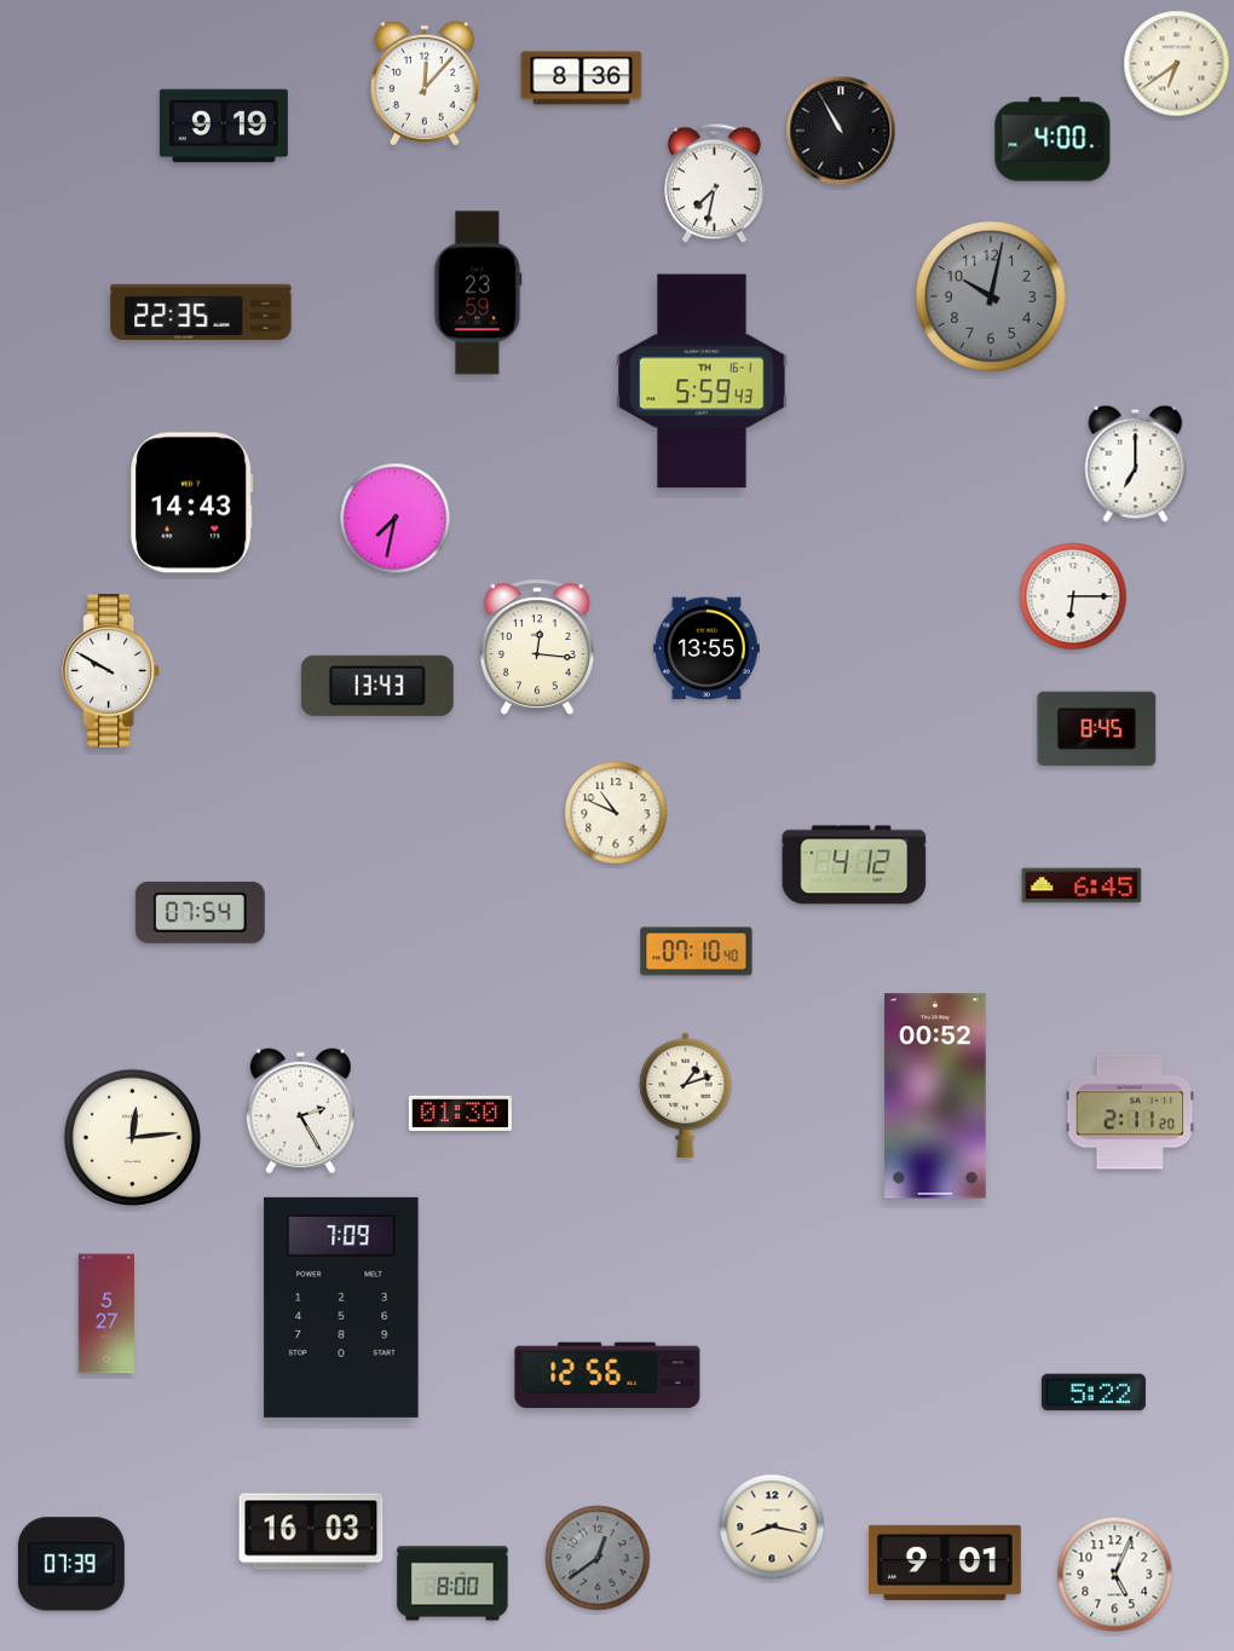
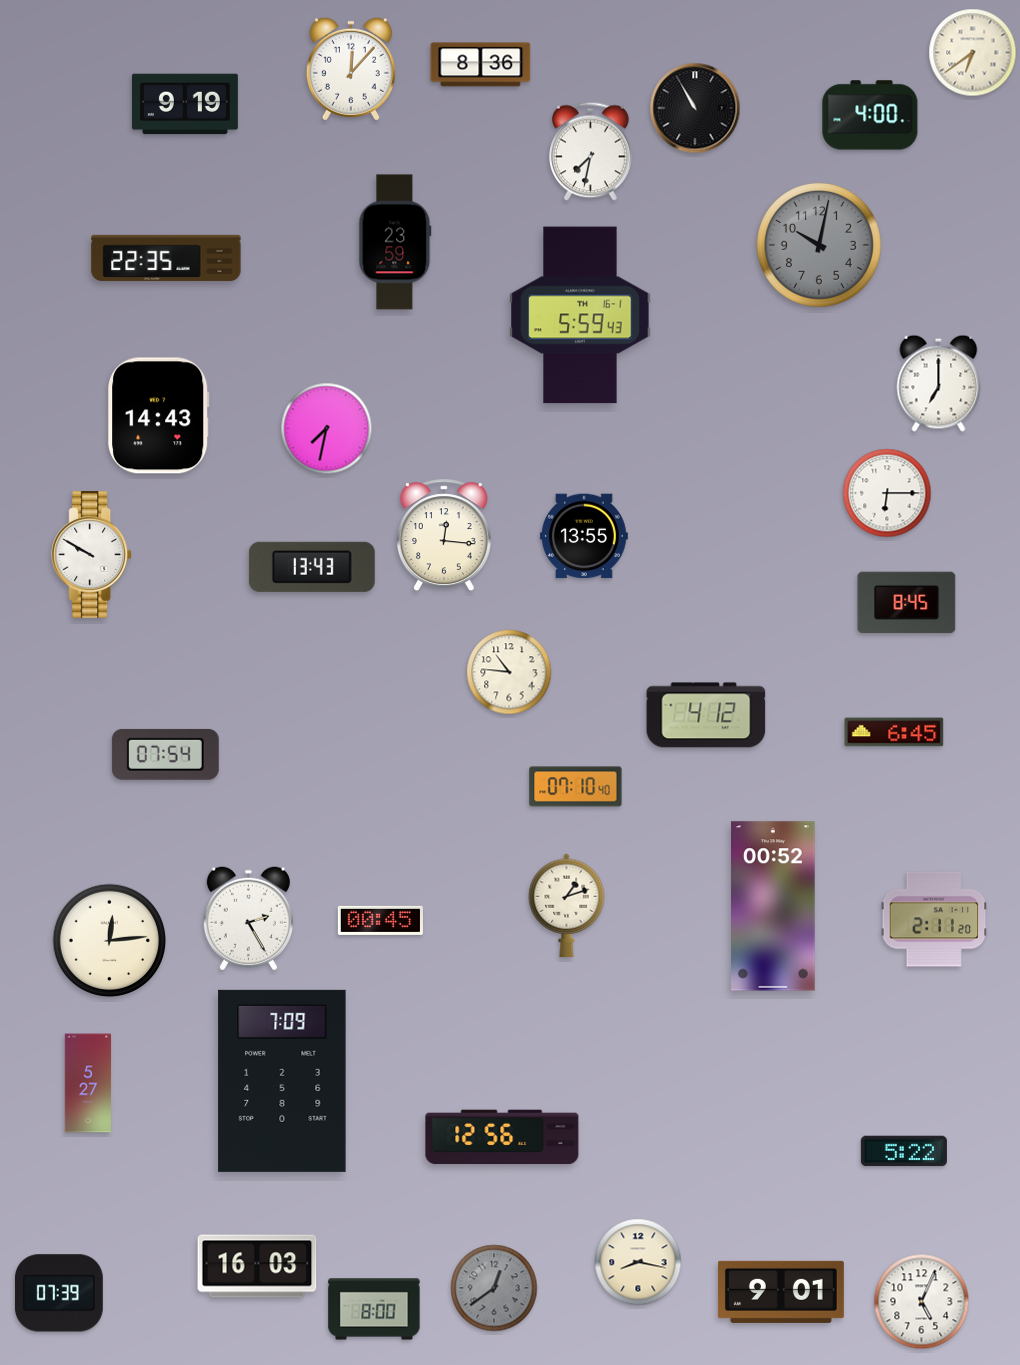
clock at (616, 813): 10:49 -> 10:46
clock at (460, 1113): 01:30 -> 00:45
clock at (106, 1314) position: (106, 1314) -> (88, 1083)
